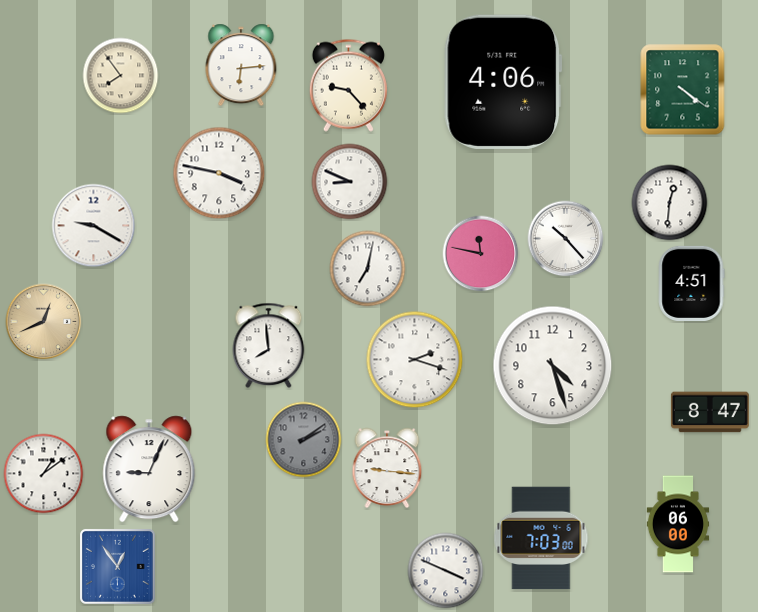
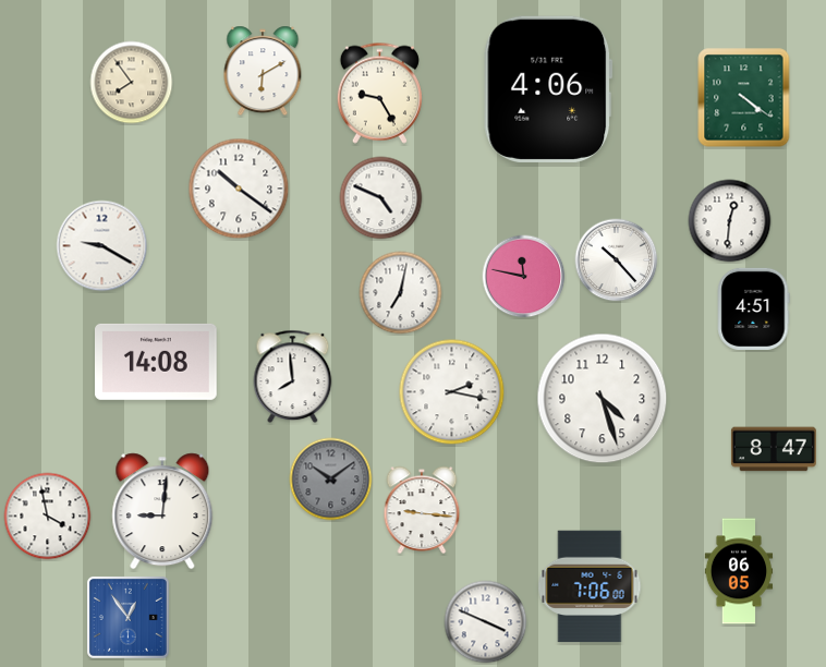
clock at (241, 65): 6:14 -> 6:10
clock at (348, 85): 9:23 -> 9:25
clock at (219, 173): 3:47 -> 10:21
clock at (350, 182): 8:49 -> 4:49
clock at (44, 322): 12:41 -> none
clock at (157, 362): none -> 14:08
clock at (415, 360): 2:18 -> 2:17
clock at (304, 440): 2:09 -> 10:09
clock at (149, 469): 9:04 -> 9:01
clock at (44, 474): 1:09 -> 3:58
clock at (678, 524): 06:00 -> 06:05
clock at (541, 538): 7:03 -> 7:06
